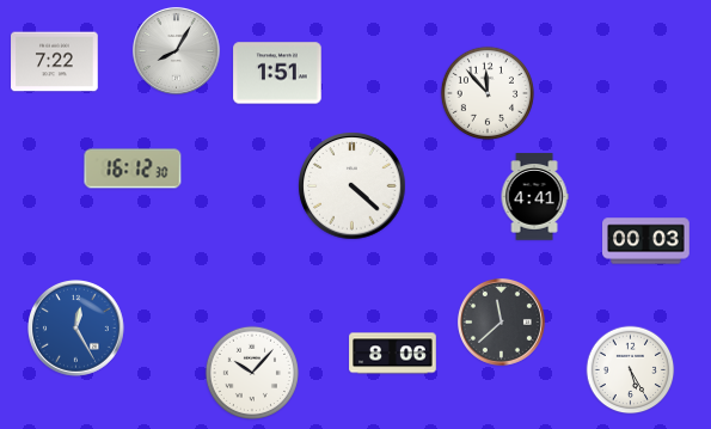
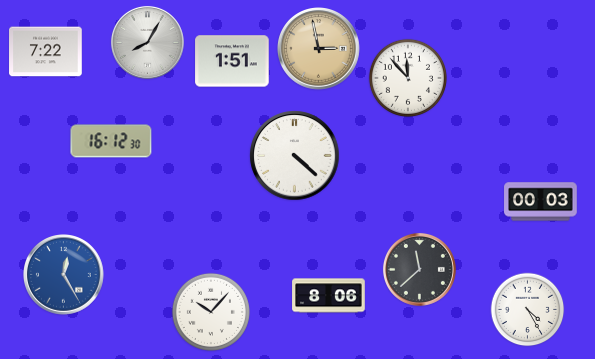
clock at (319, 49): none -> 2:58
clock at (534, 197): 4:41 -> none
clock at (631, 370): 5:25 -> 4:25
